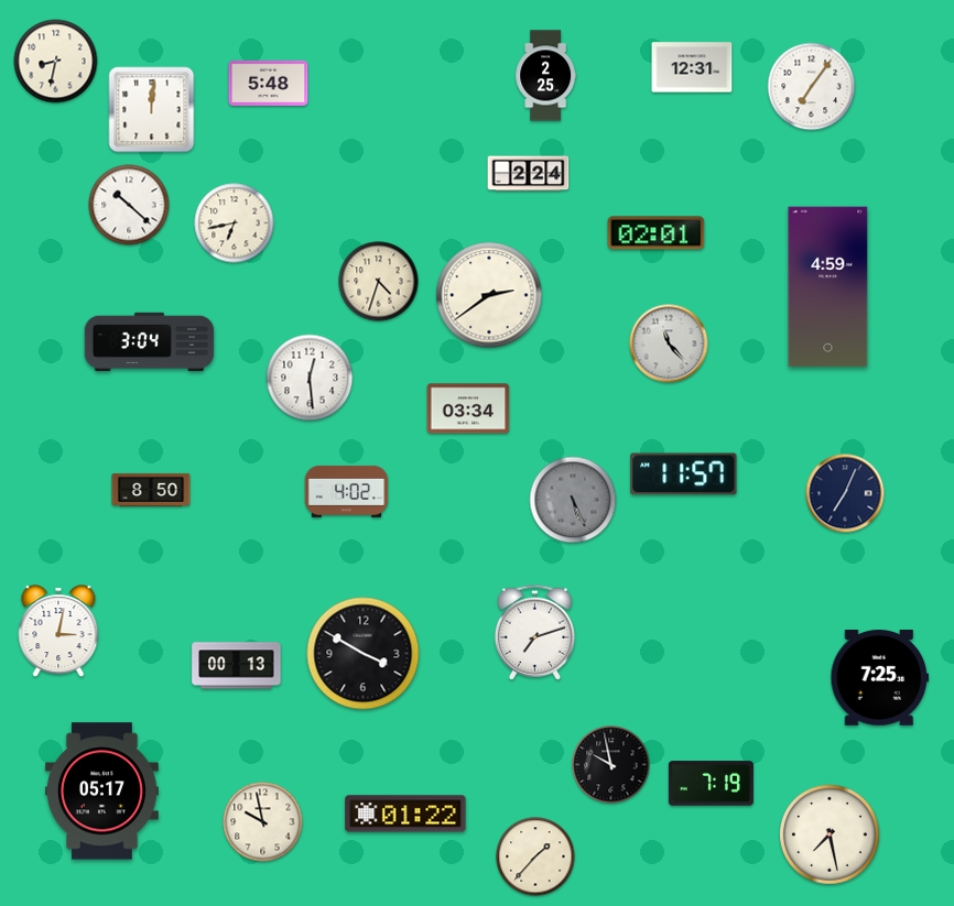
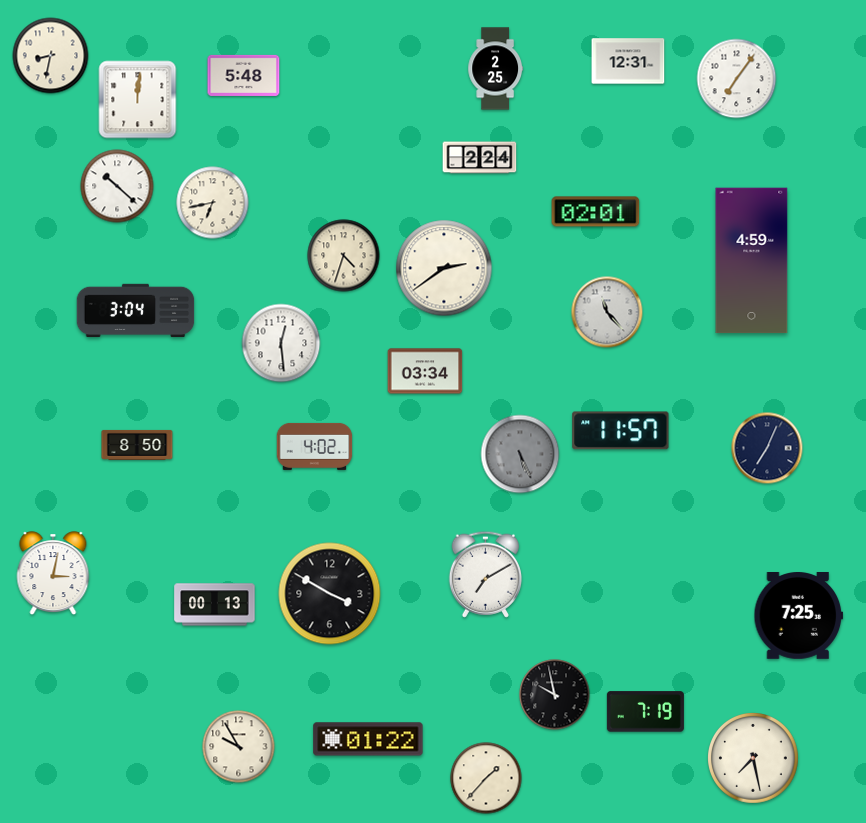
clock at (534, 632): 7:12 -> 7:10
clock at (101, 792): 05:17 -> none
clock at (263, 822): 9:58 -> 9:55
